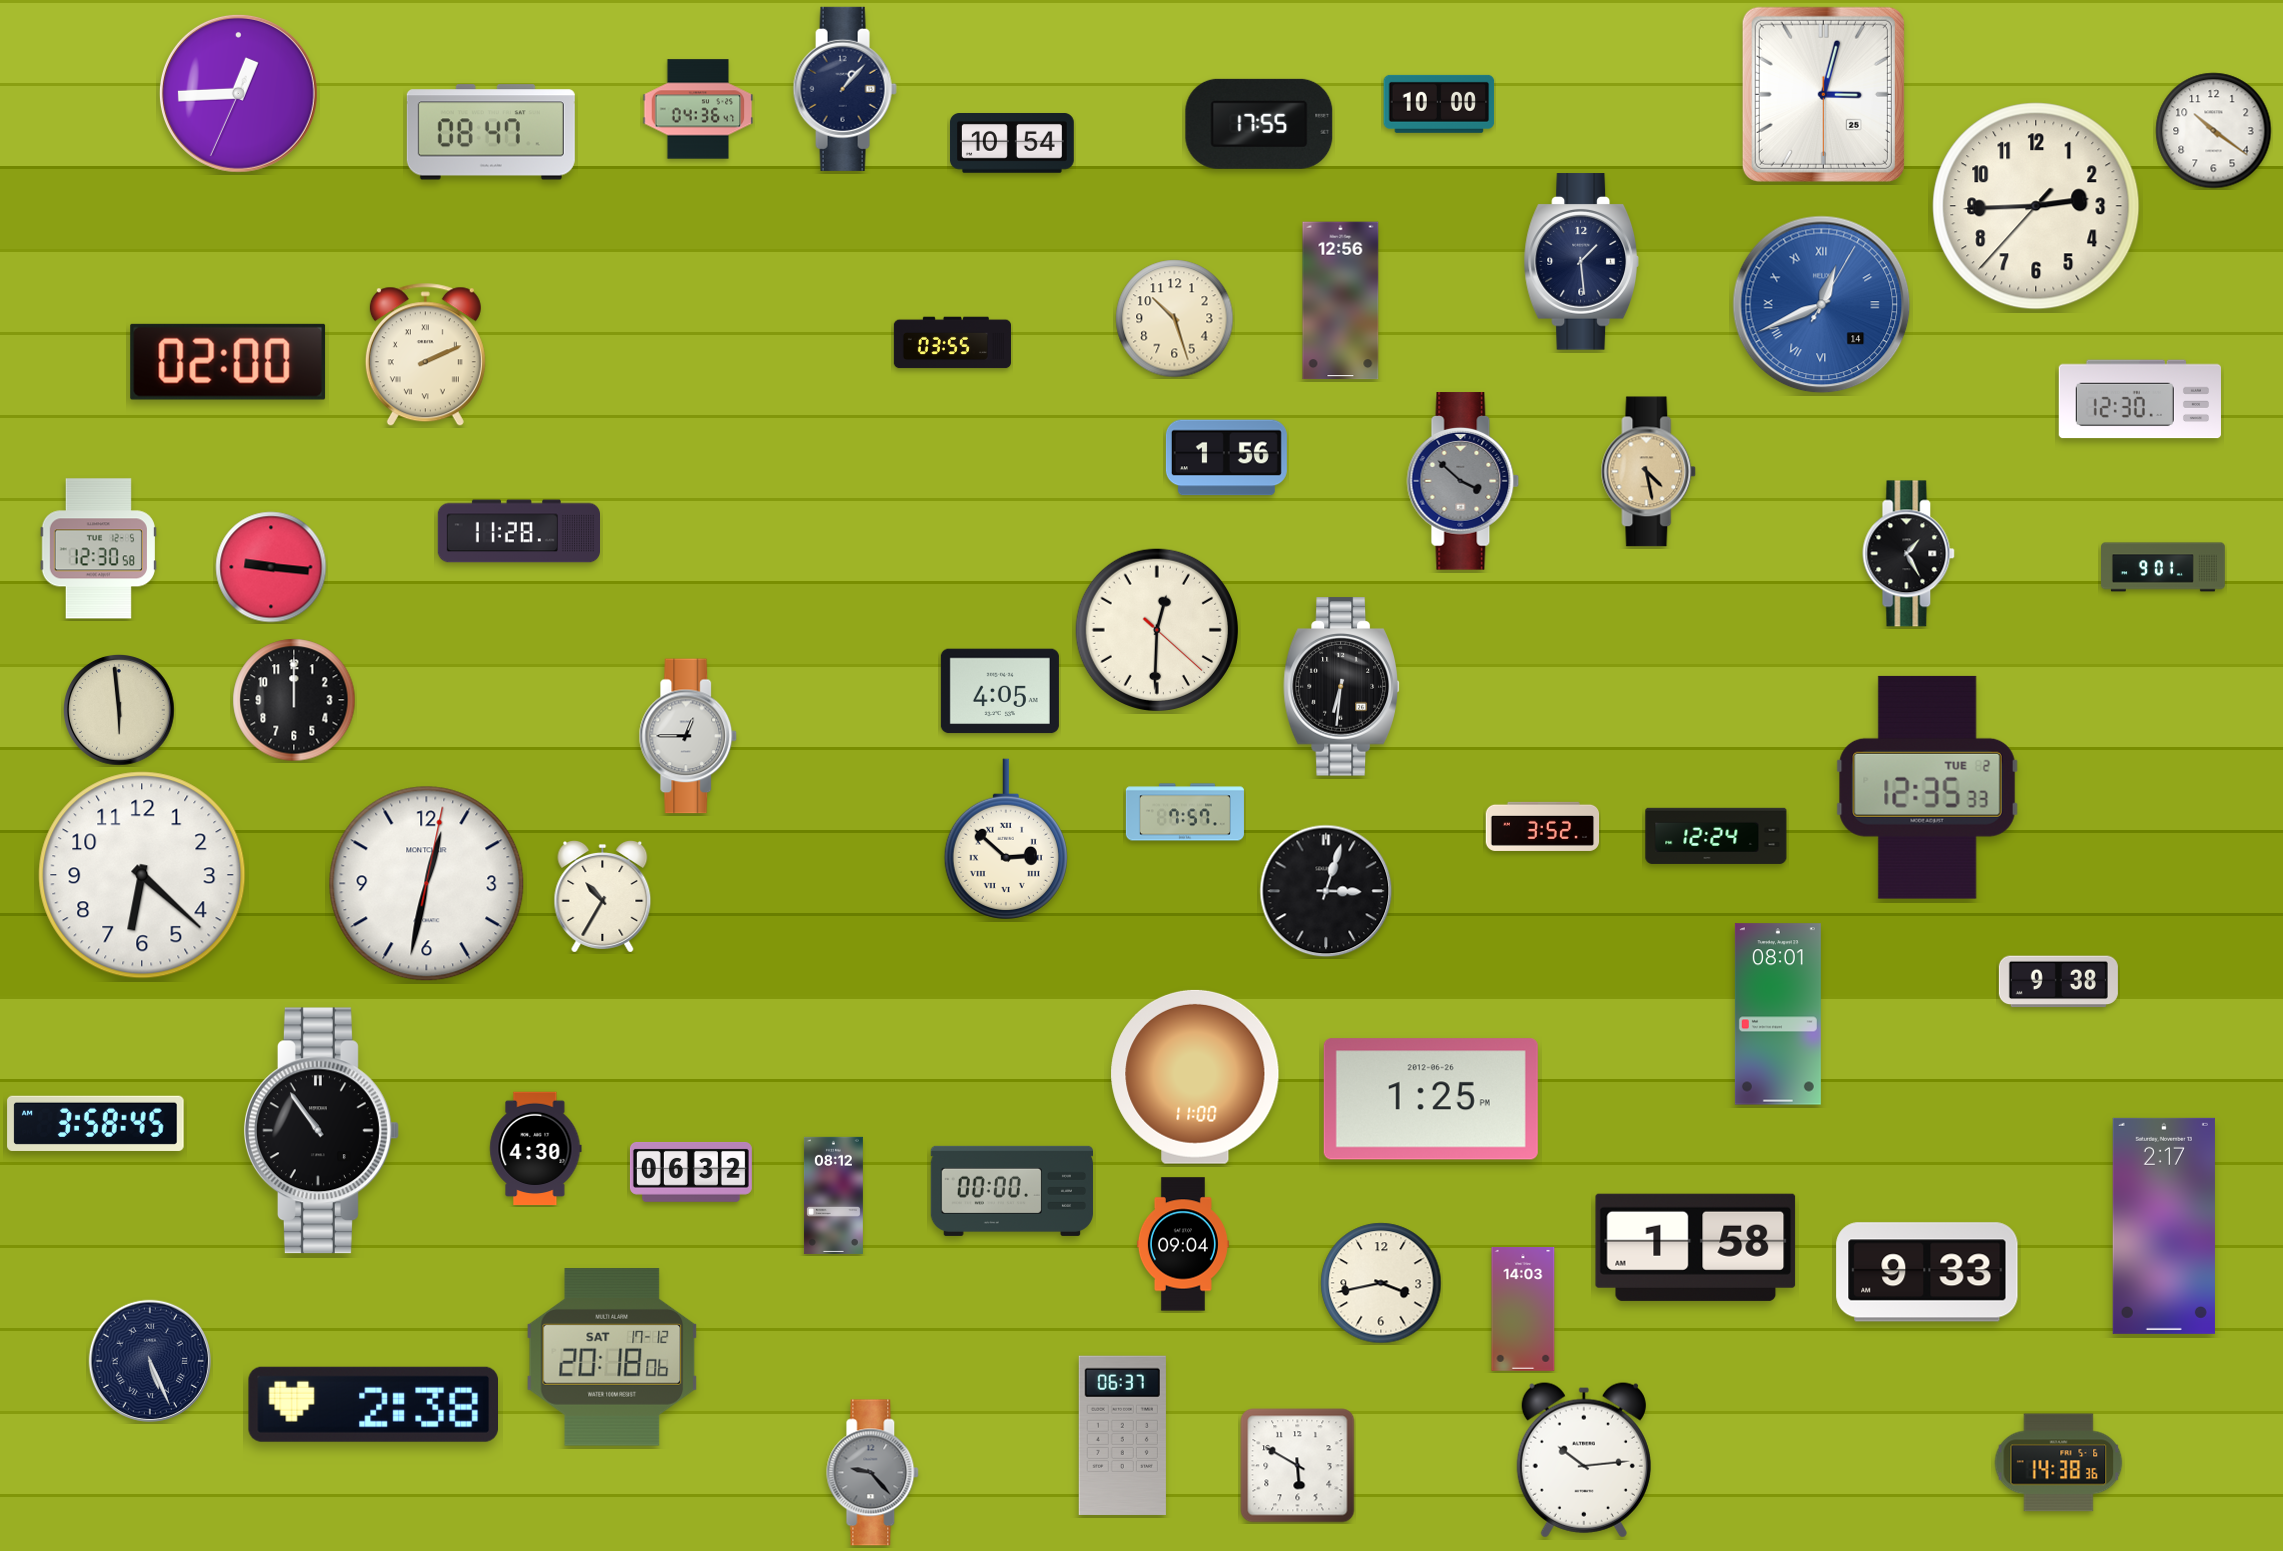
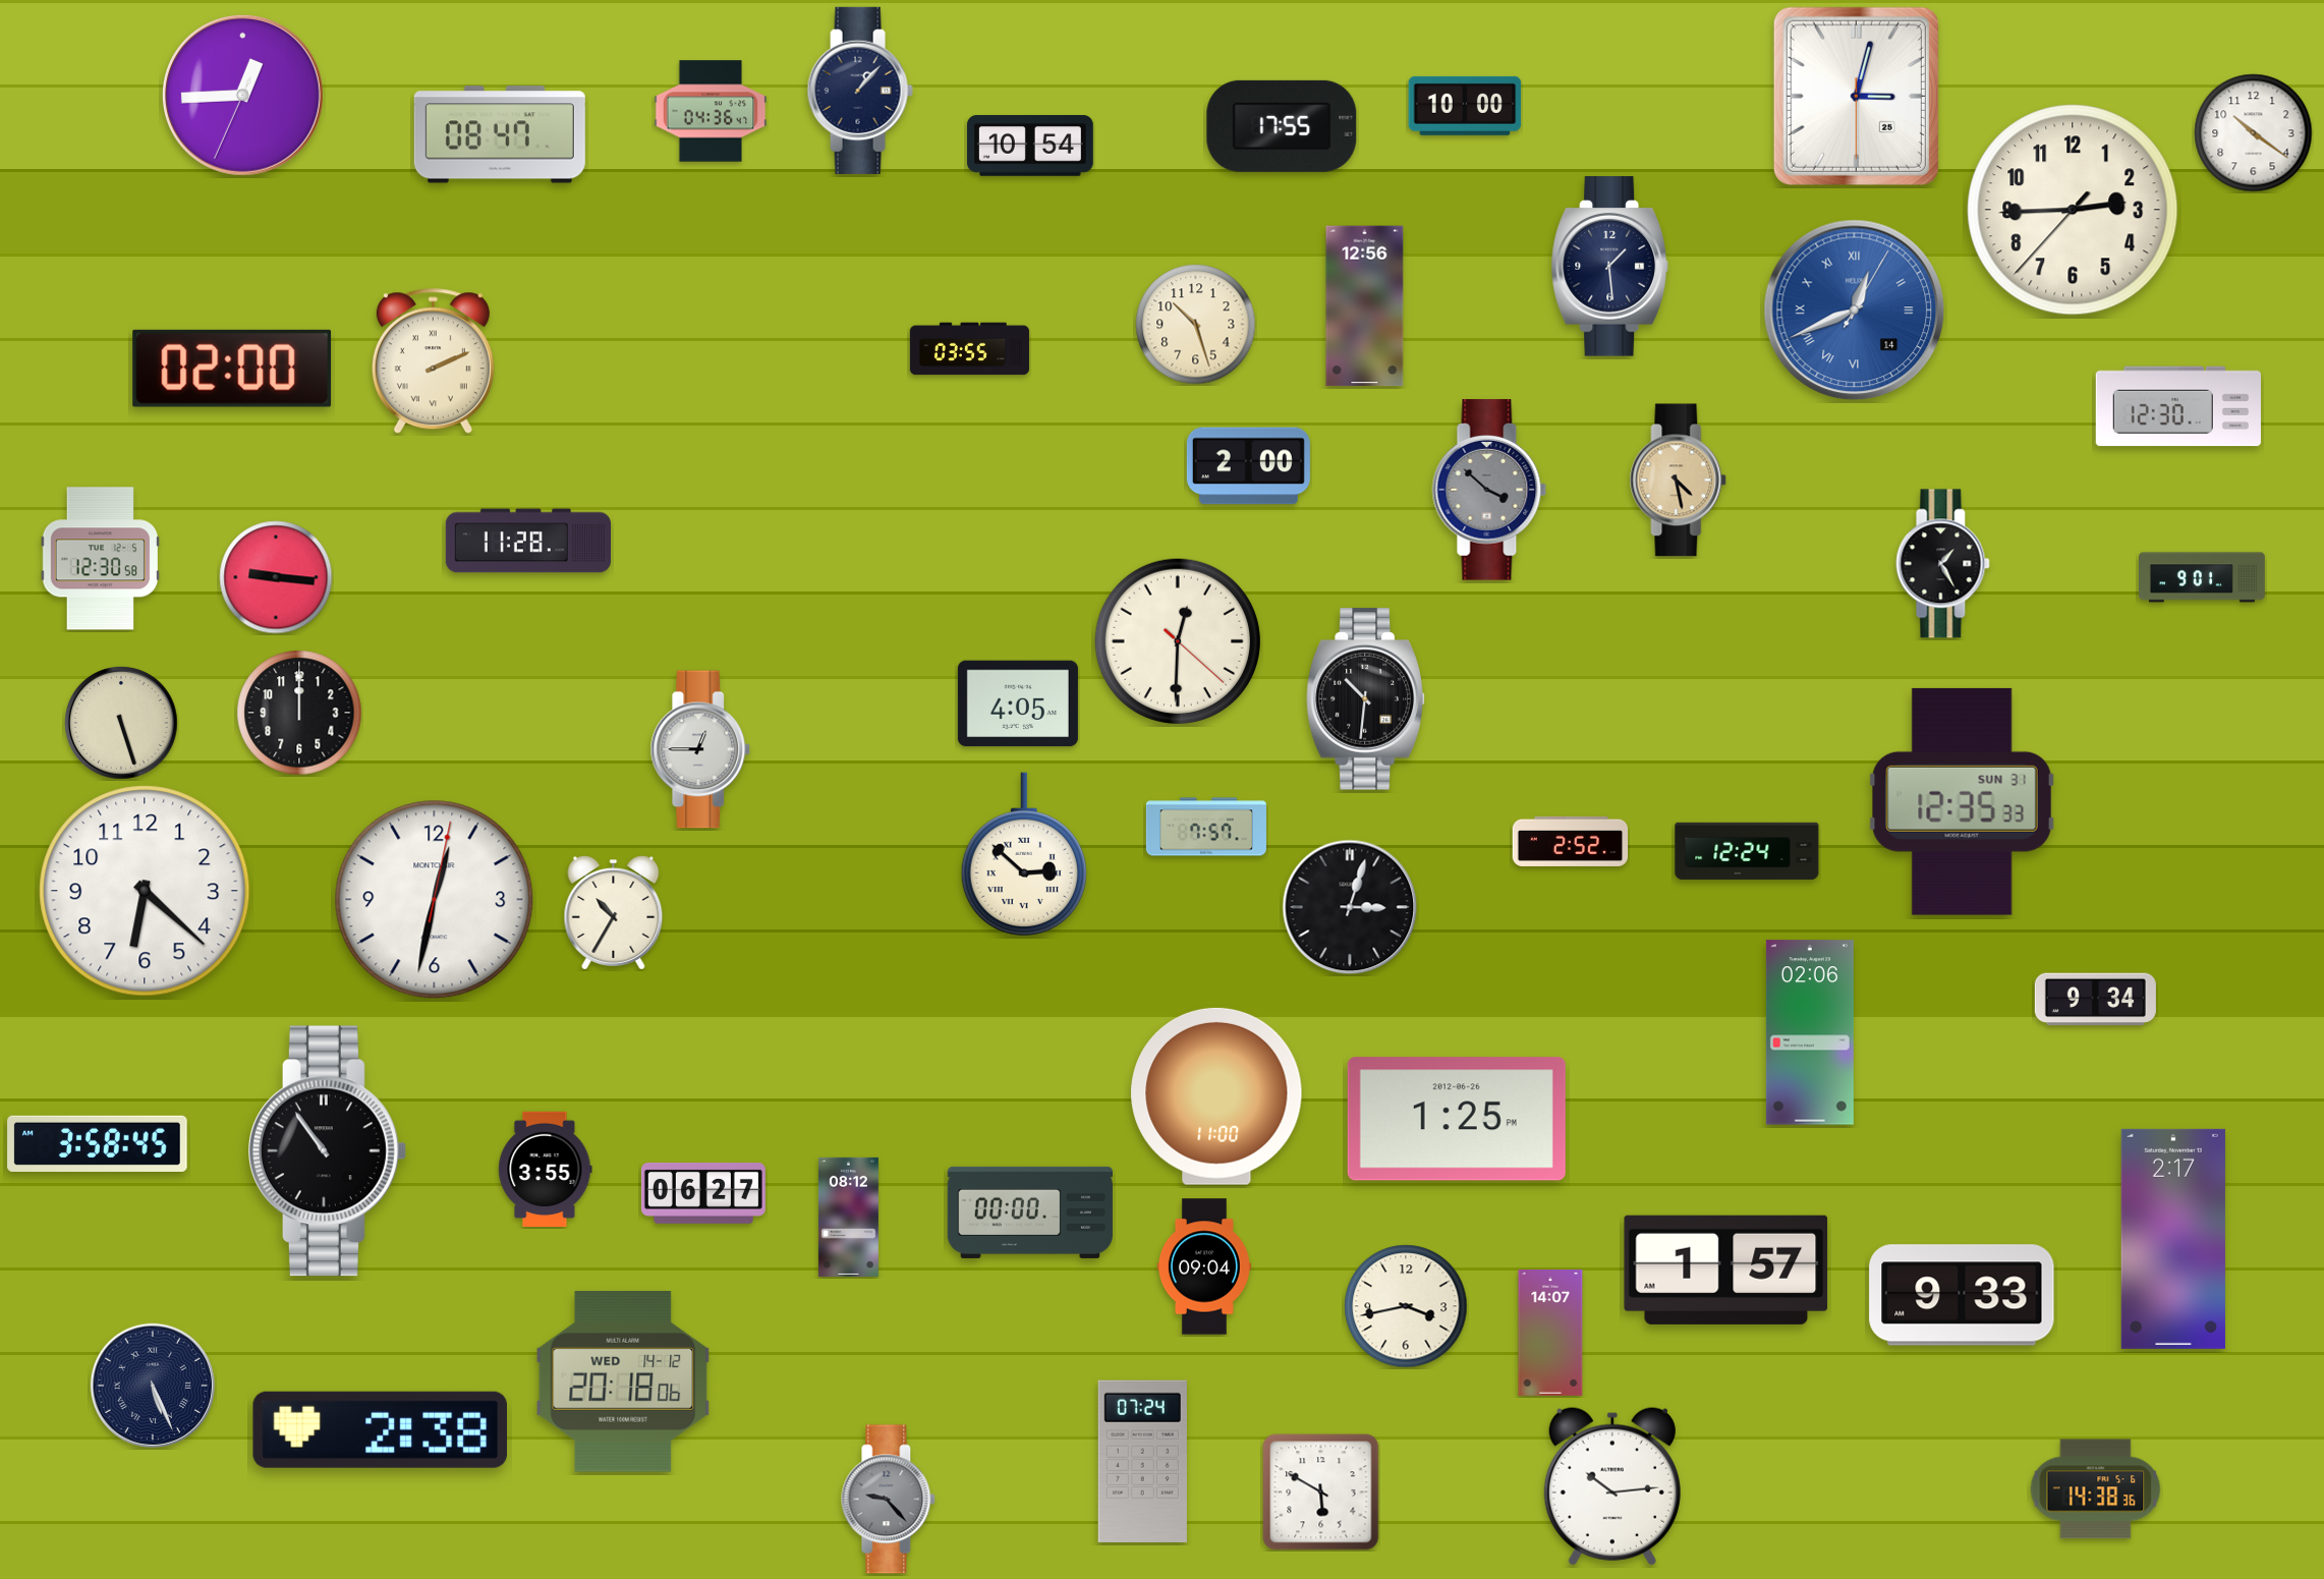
clock at (1226, 458): 1:56 -> 2:00
clock at (1342, 687): 6:31 -> 10:31
clock at (120, 711): 5:59 -> 5:27
clock at (1927, 787) date: TUE 2 -> SUN 31
clock at (1543, 826): 3:52 -> 2:52
clock at (2058, 982): 9:38 -> 9:34
clock at (1778, 1014): 08:01 -> 02:06
clock at (536, 1149): 4:30 -> 3:55
clock at (691, 1172): 06:32 -> 06:27
clock at (2164, 1226) position: (2164, 1226) -> (2173, 1239)
clock at (1696, 1247): 1:58 -> 1:57
clock at (1523, 1310): 14:03 -> 14:07
clock at (612, 1357) date: SAT 17-12 -> WED 14-12
clock at (1122, 1435): 06:37 -> 07:24
